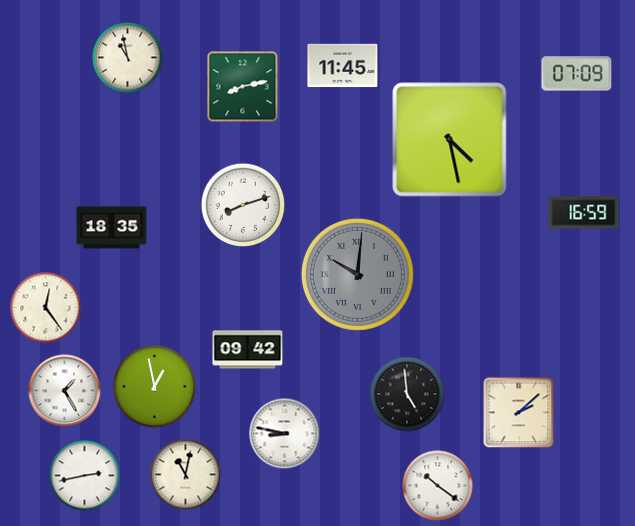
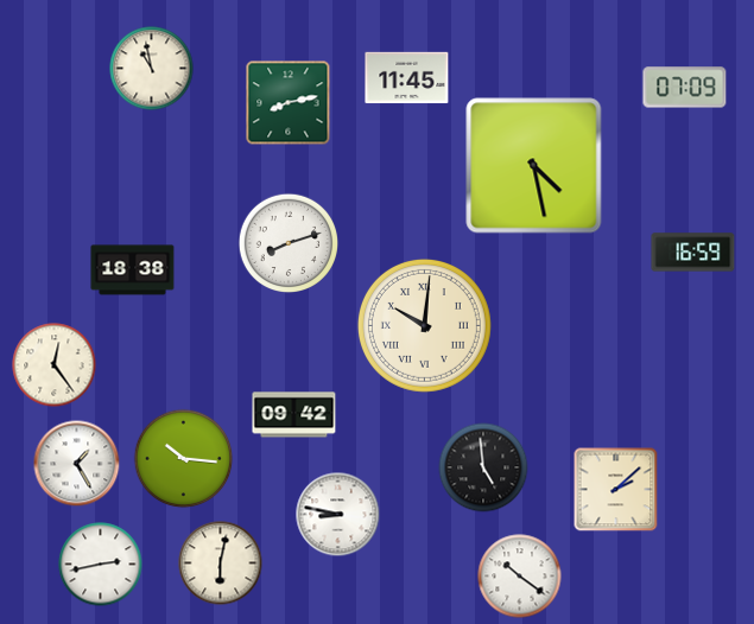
clock at (112, 228): 18:35 -> 18:38
clock at (357, 274) dial: grey -> cream
clock at (155, 387): 12:58 -> 10:16
clock at (186, 475): 11:02 -> 6:02
